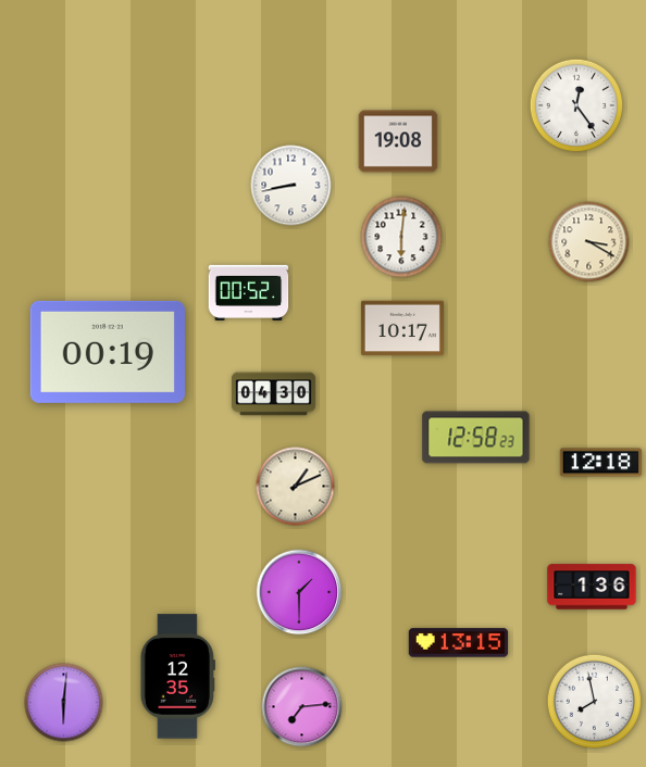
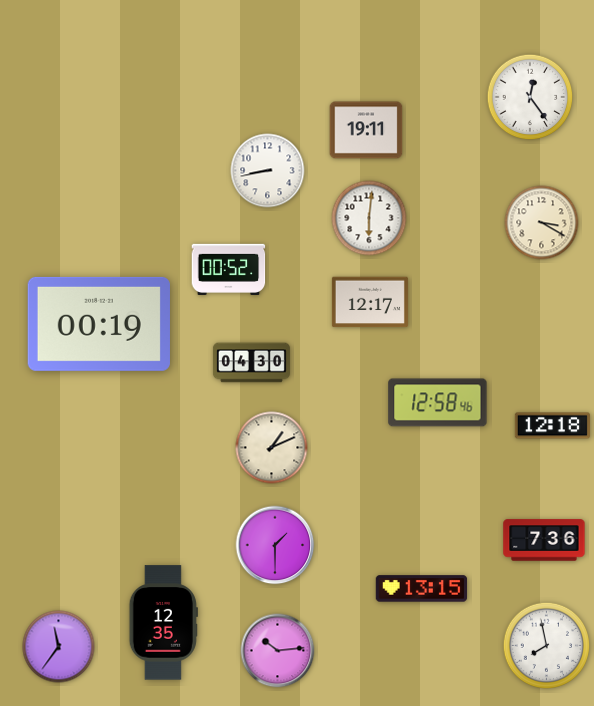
clock at (398, 141): 19:08 -> 19:11
clock at (402, 328): 10:17 -> 12:17
clock at (476, 438): 12:58:23 -> 12:58:46
clock at (592, 587): 1:36 -> 7:36
clock at (459, 643) position: (459, 643) -> (422, 589)
clock at (64, 703): 6:01 -> 11:36
clock at (302, 707): 7:14 -> 10:14
